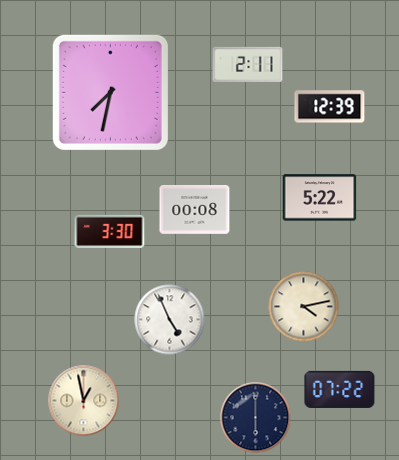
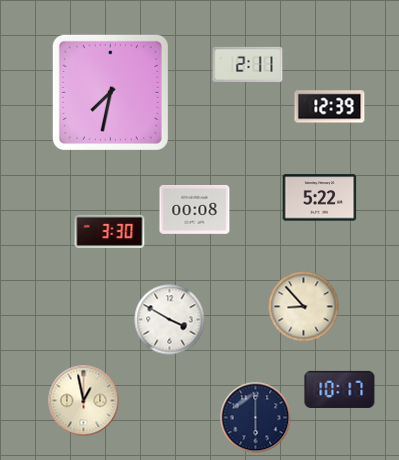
clock at (304, 307): 4:13 -> 8:53
clock at (170, 320): 4:56 -> 3:50
clock at (340, 389): 07:22 -> 10:17
